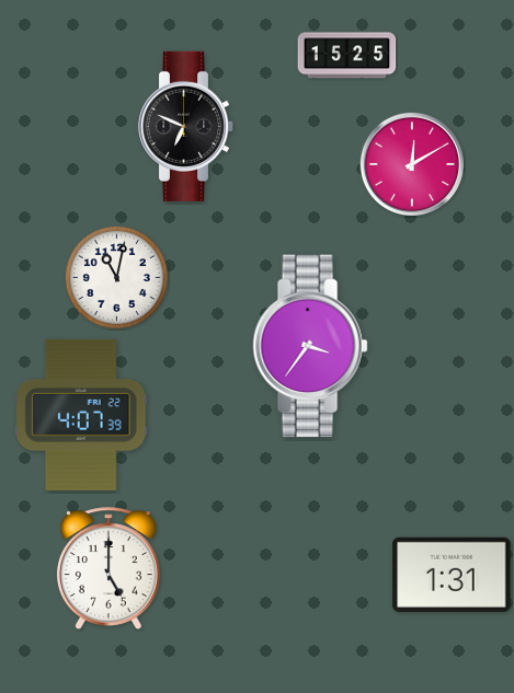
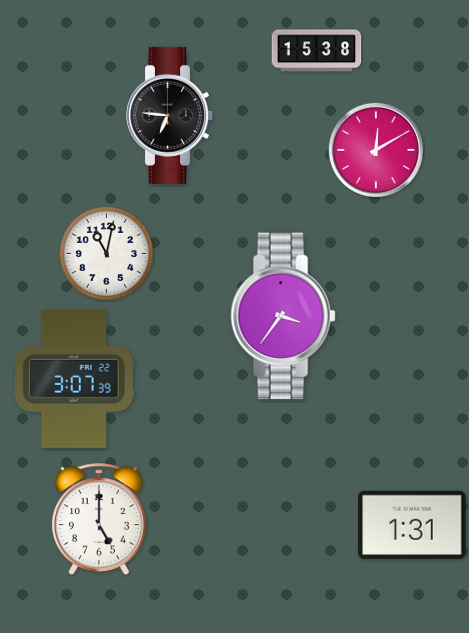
clock at (347, 56): 15:25 -> 15:38
clock at (186, 126): 6:49 -> 6:46
clock at (81, 415): 4:07 -> 3:07
